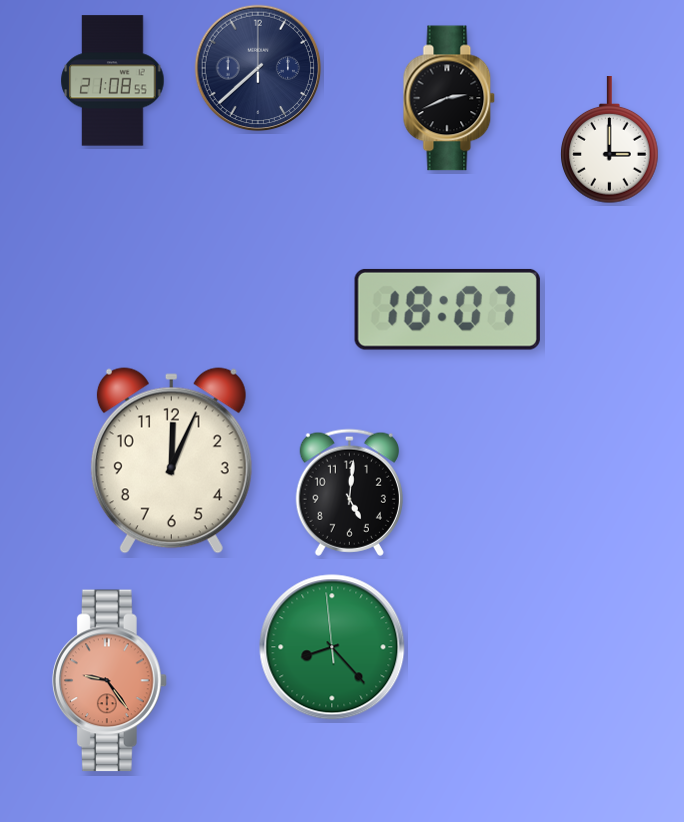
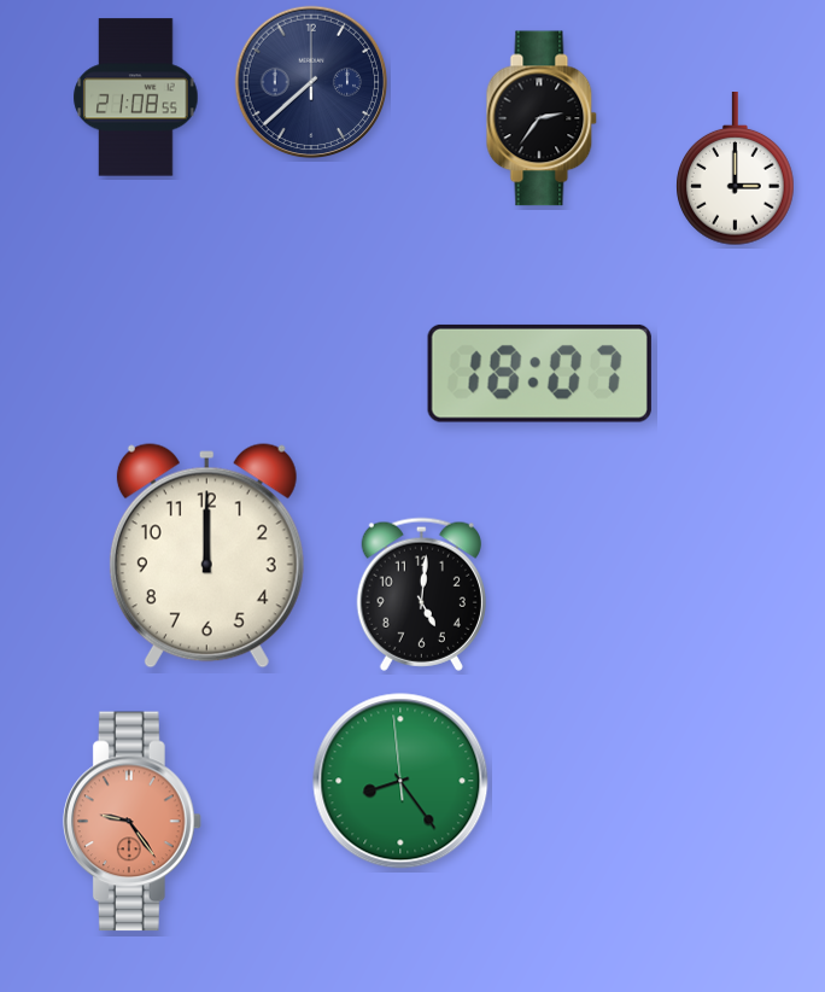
clock at (449, 98): 2:41 -> 2:36
clock at (171, 461): 12:04 -> 12:00
clock at (332, 647): 8:22 -> 8:23
